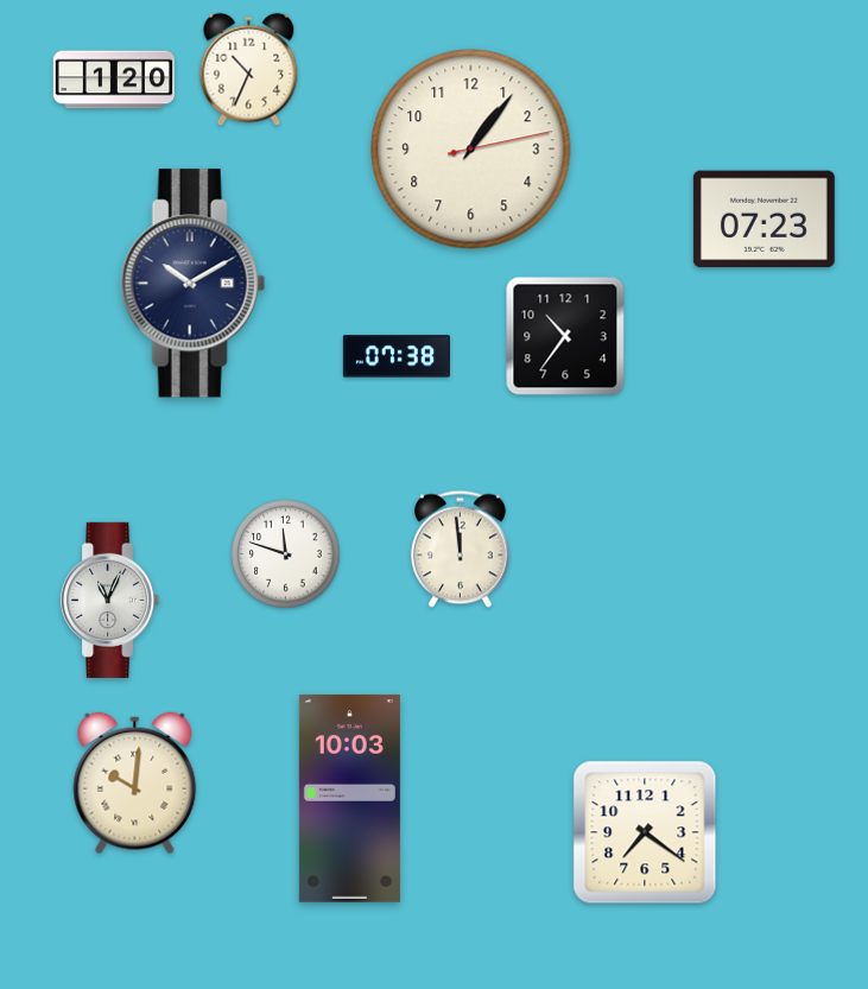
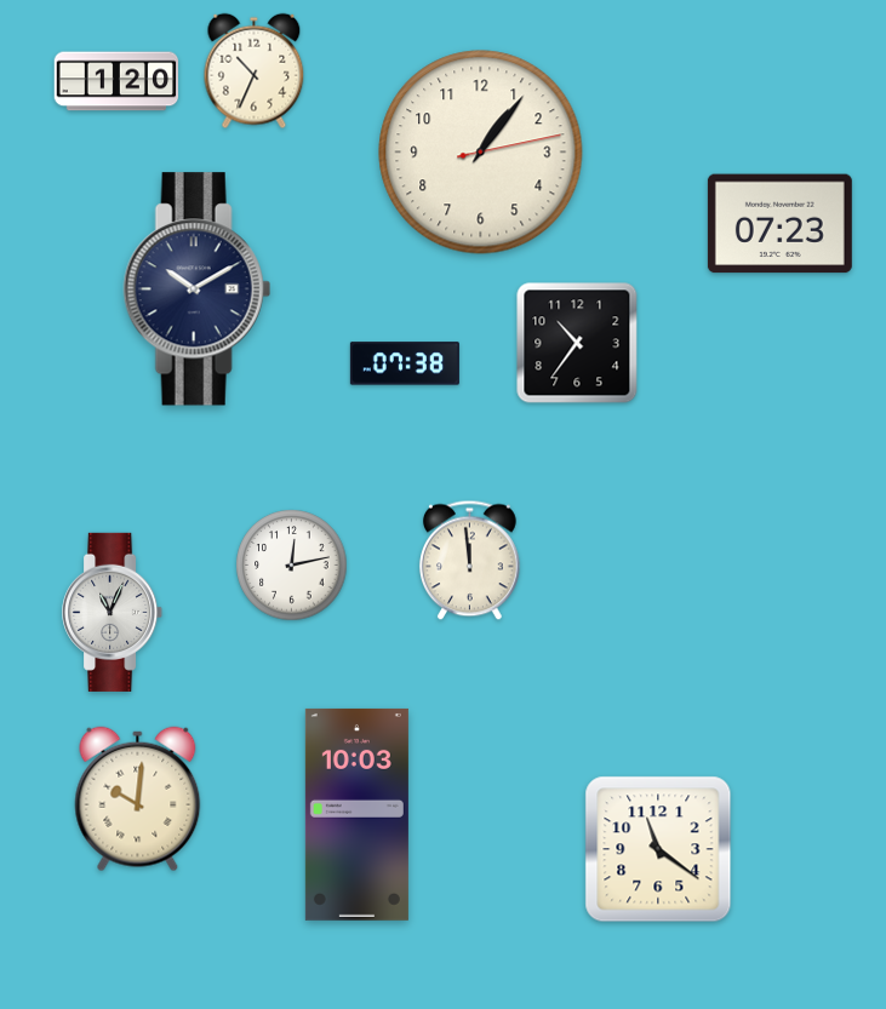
clock at (286, 554): 11:48 -> 12:13
clock at (645, 832): 7:21 -> 11:21
